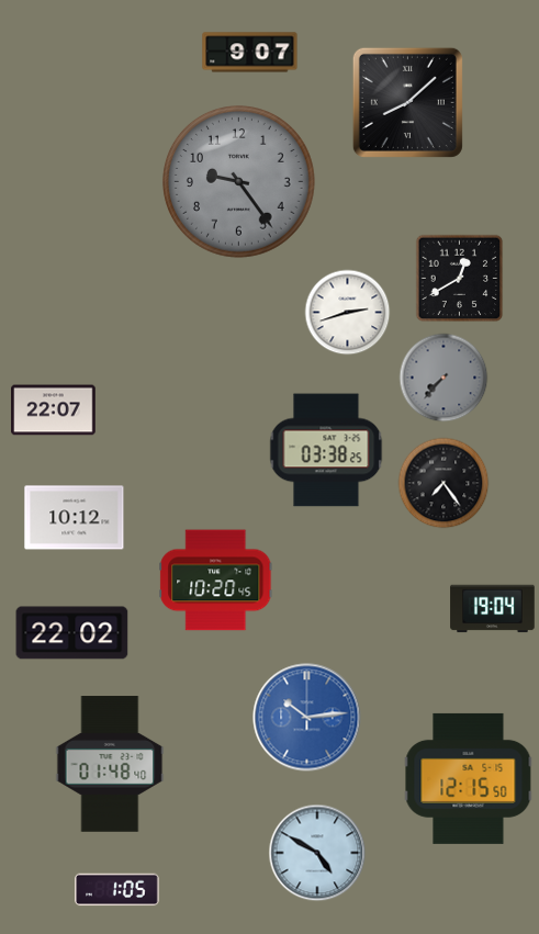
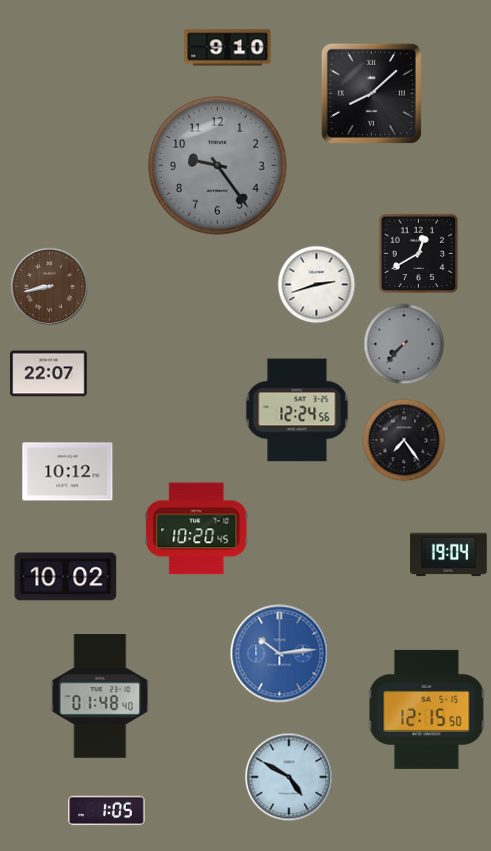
clock at (250, 53): 9:07 -> 9:10
clock at (49, 286): none -> 8:43
clock at (326, 450): 03:38 -> 12:24
clock at (72, 633): 22:02 -> 10:02
